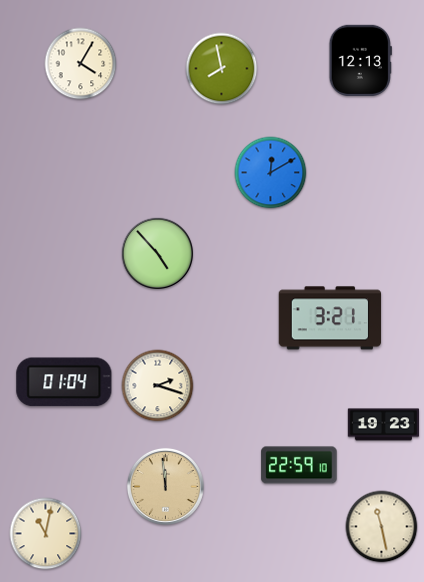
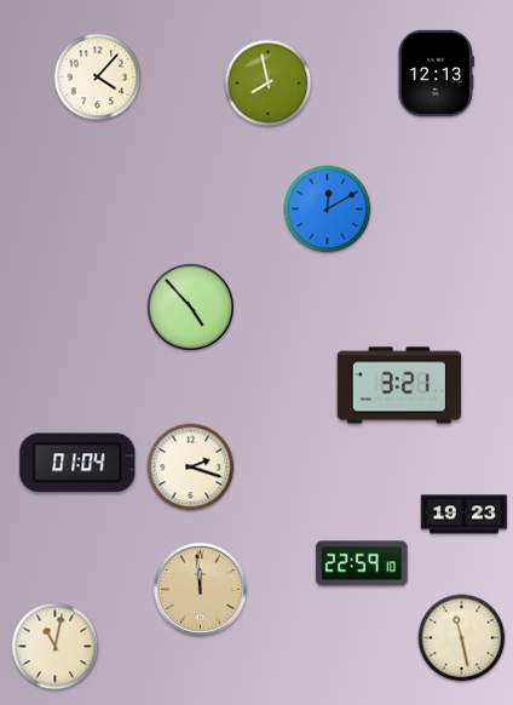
clock at (81, 64): 4:05 -> 4:07
